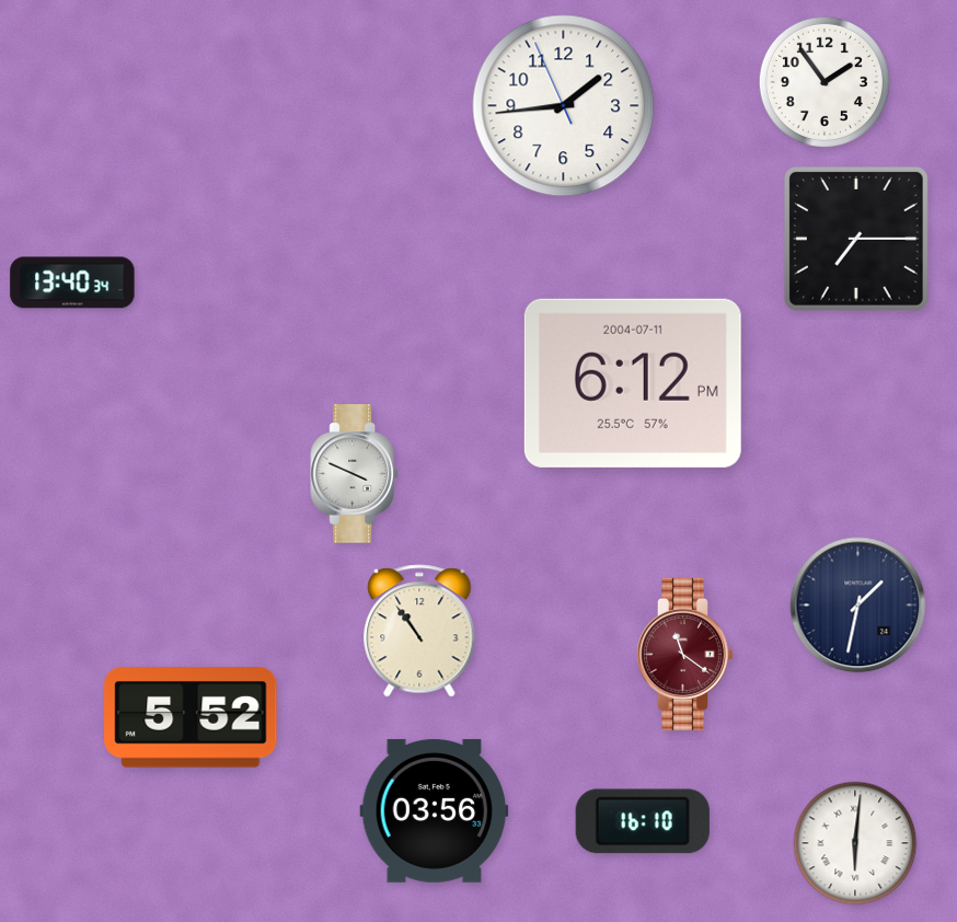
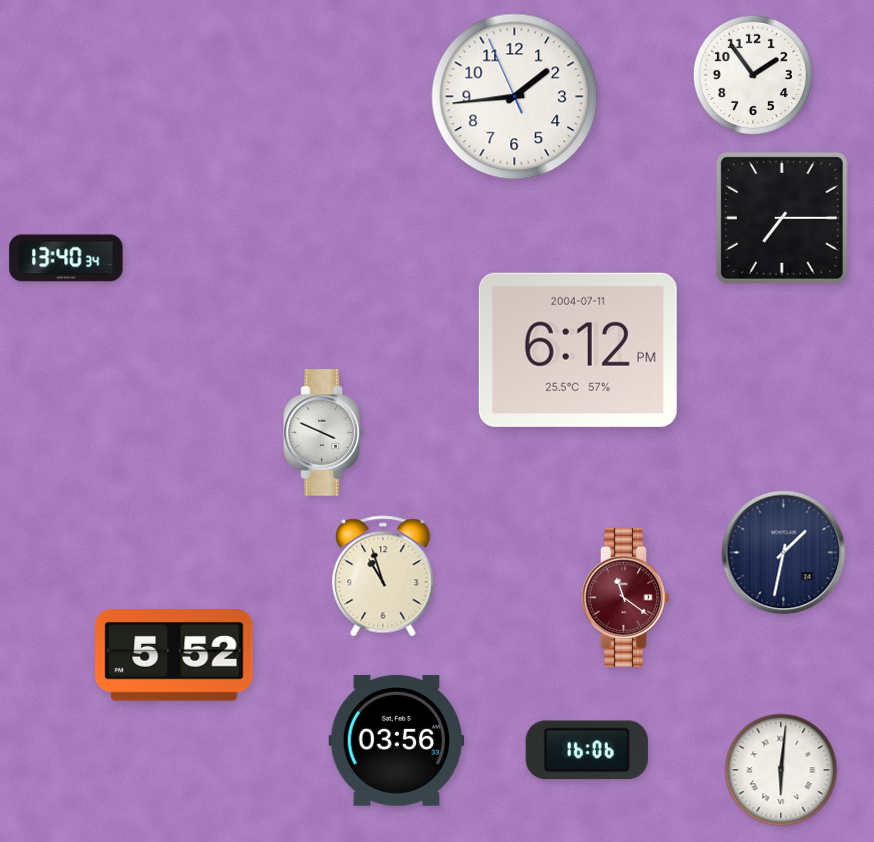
clock at (419, 631): 10:54 -> 10:57
clock at (643, 821): 16:10 -> 16:06
